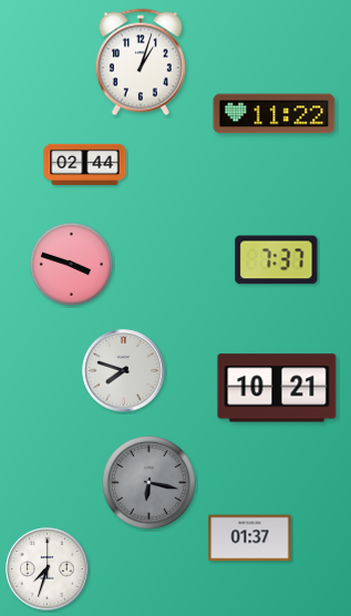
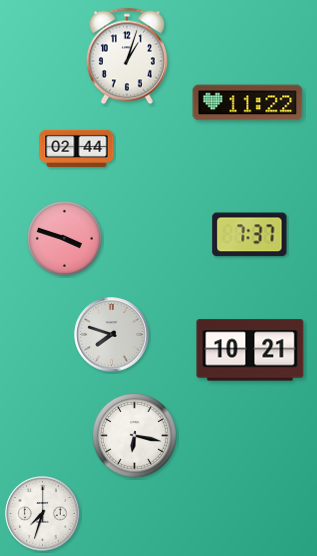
clock at (149, 483) dial: grey -> white
clock at (250, 538): 01:37 -> none
